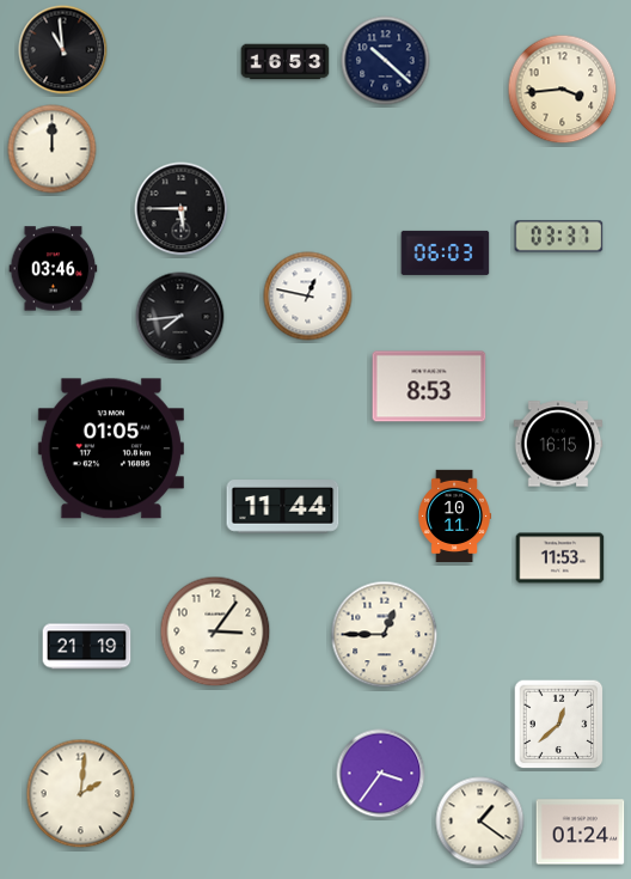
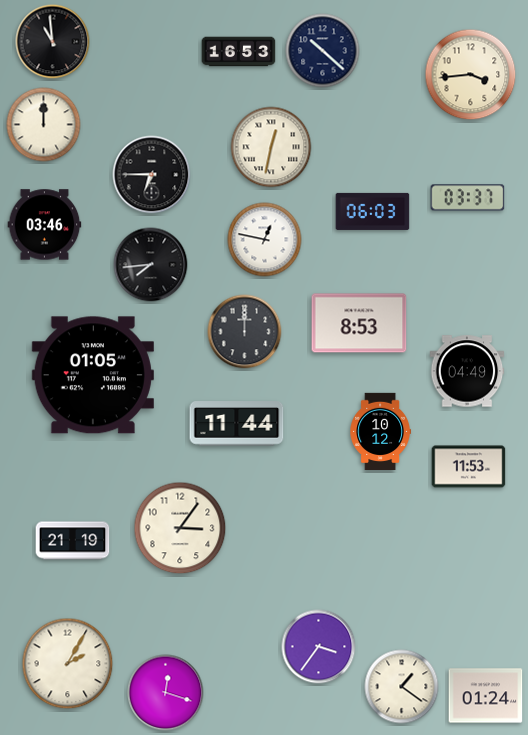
clock at (271, 147): none -> 12:32
clock at (182, 209): 5:45 -> 6:45
clock at (308, 297) position: (308, 297) -> (265, 240)
clock at (245, 332): none -> 12:00
clock at (558, 444): 16:15 -> 04:49
clock at (454, 515): 10:11 -> 10:12
clock at (385, 635): 12:45 -> none
clock at (559, 725): 12:38 -> none
clock at (81, 794): 2:01 -> 2:05
clock at (166, 693): none -> 12:18
